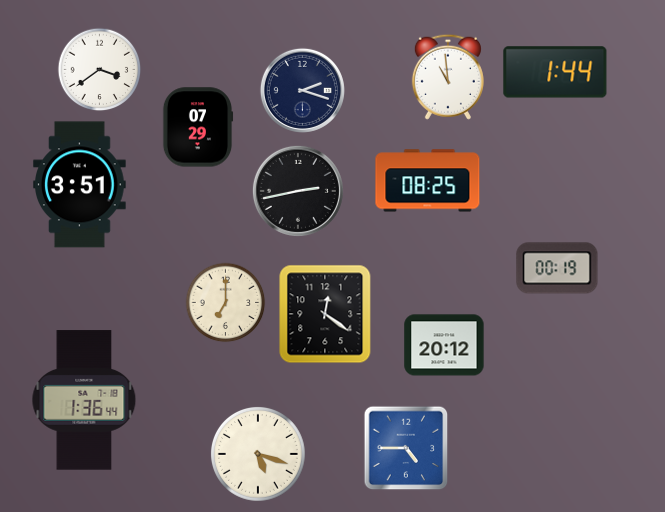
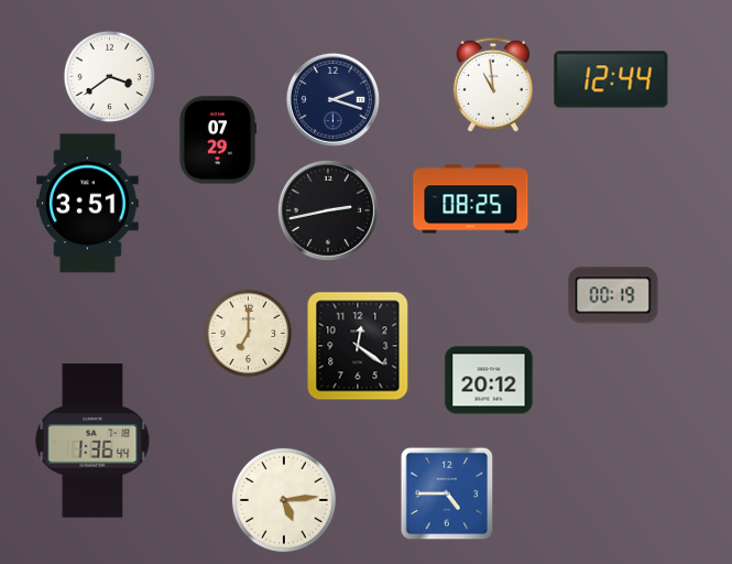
clock at (555, 72): 1:44 -> 12:44
clock at (258, 454): 5:18 -> 5:14
